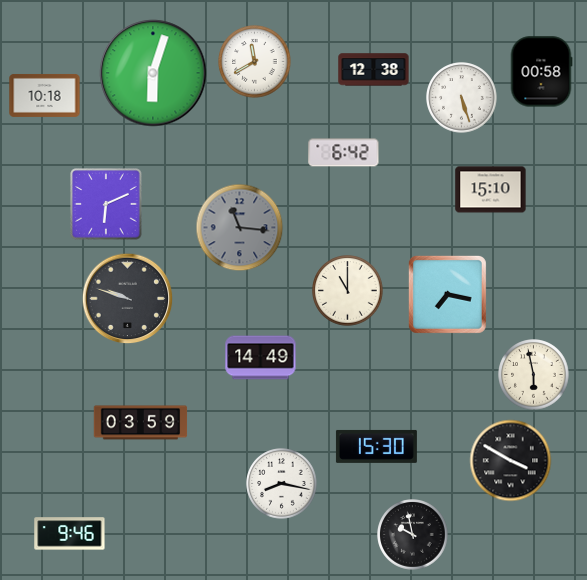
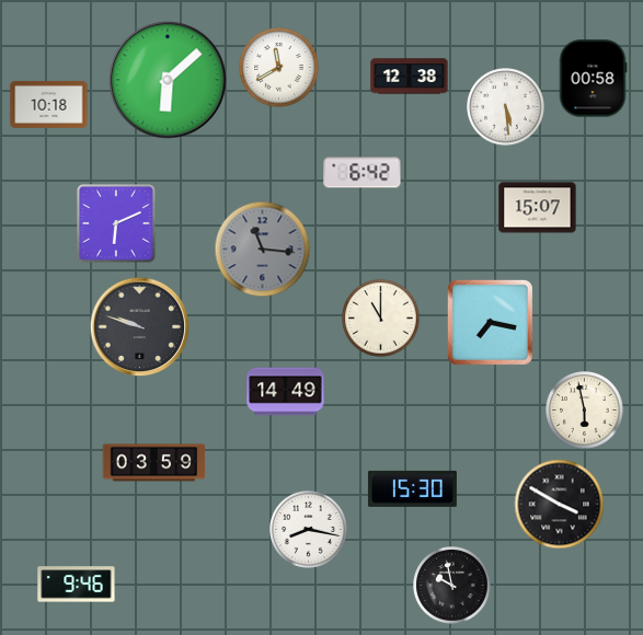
clock at (153, 73): 6:03 -> 6:08
clock at (462, 98): 5:27 -> 5:29
clock at (344, 153) position: (344, 153) -> (363, 173)
clock at (491, 190): 15:10 -> 15:07
